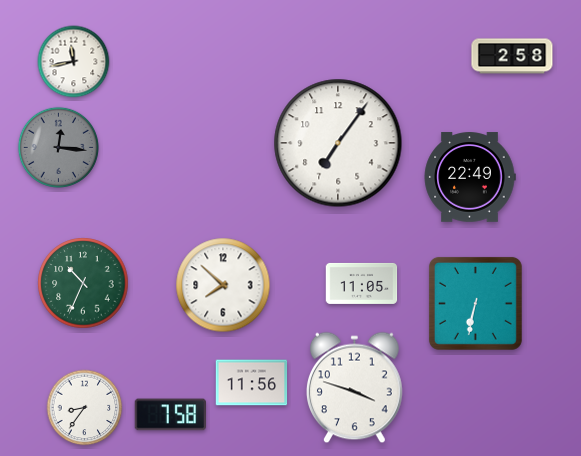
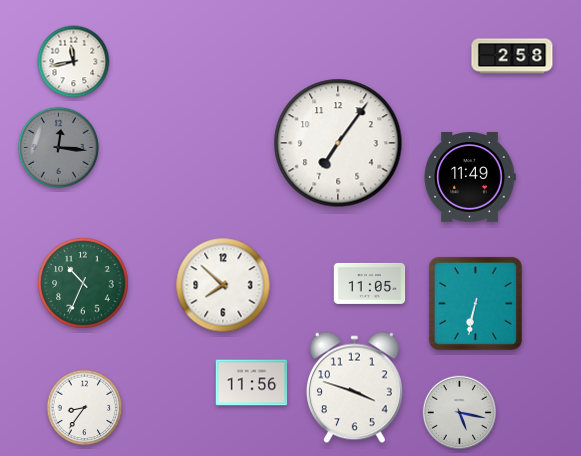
clock at (470, 177): 22:49 -> 11:49
clock at (362, 283) position: (362, 283) -> (370, 283)
clock at (460, 413): none -> 5:17
clock at (171, 415): 7:58 -> none
